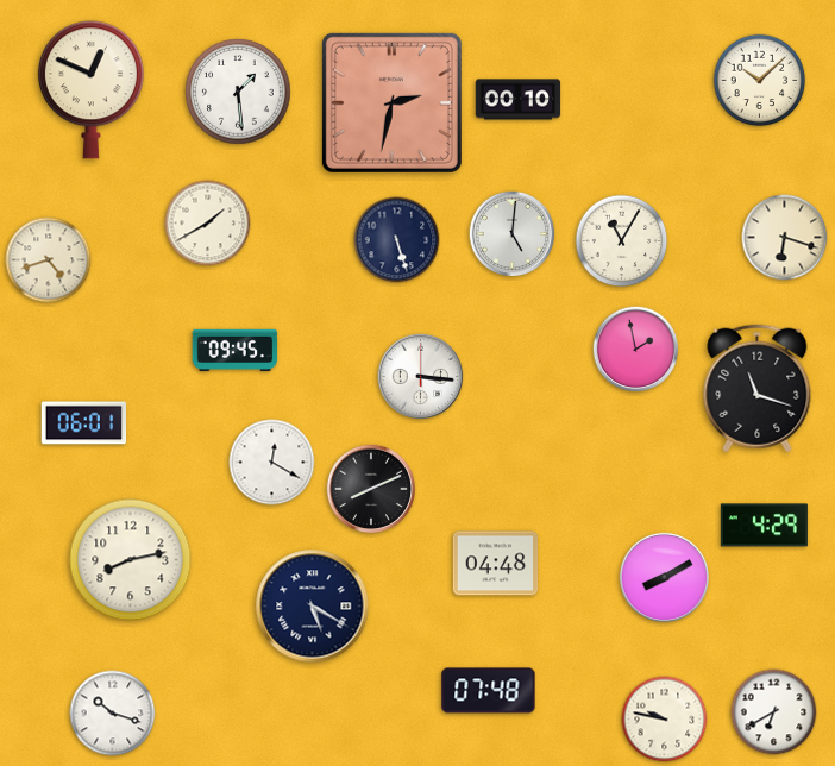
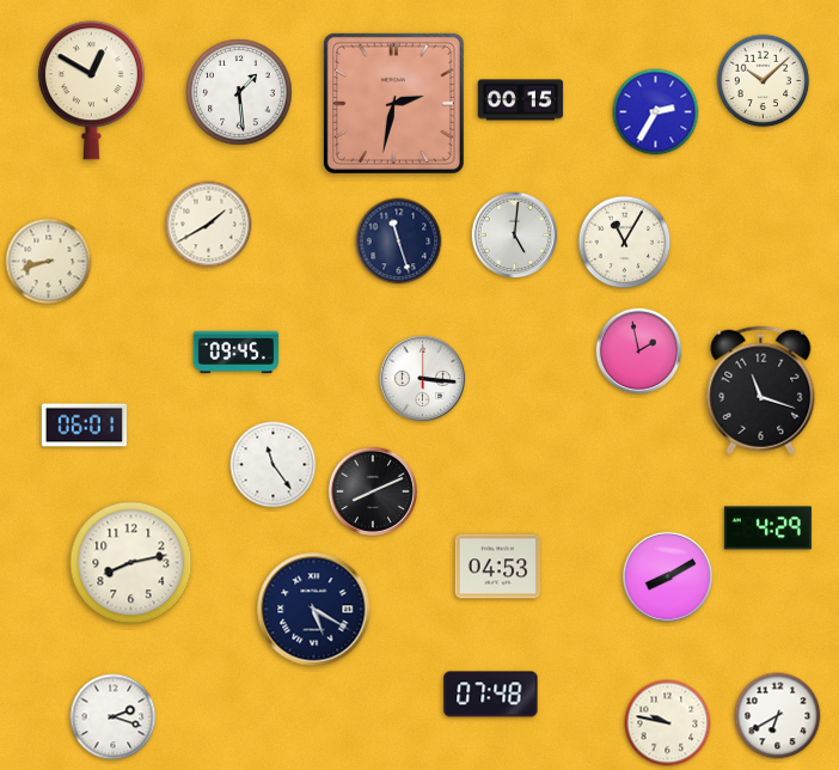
clock at (90, 90): 12:49 -> 12:50
clock at (519, 100): 00:10 -> 00:15
clock at (656, 112): none -> 2:35
clock at (785, 238): 6:18 -> none
clock at (397, 240): 5:27 -> 11:27
clock at (49, 260): 4:42 -> 8:42
clock at (272, 463): 12:20 -> 11:24
clock at (496, 564): 04:48 -> 04:53
clock at (664, 577) position: (664, 577) -> (667, 576)
clock at (113, 714): 10:18 -> 2:18
